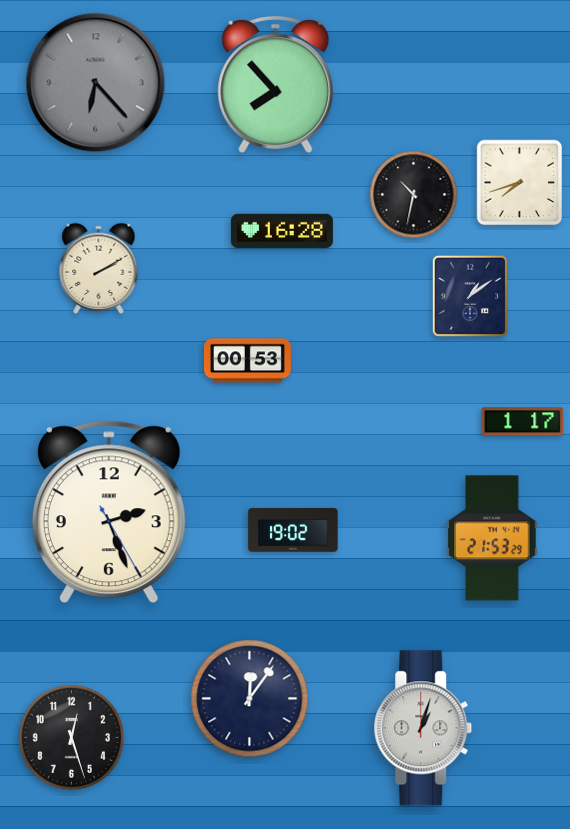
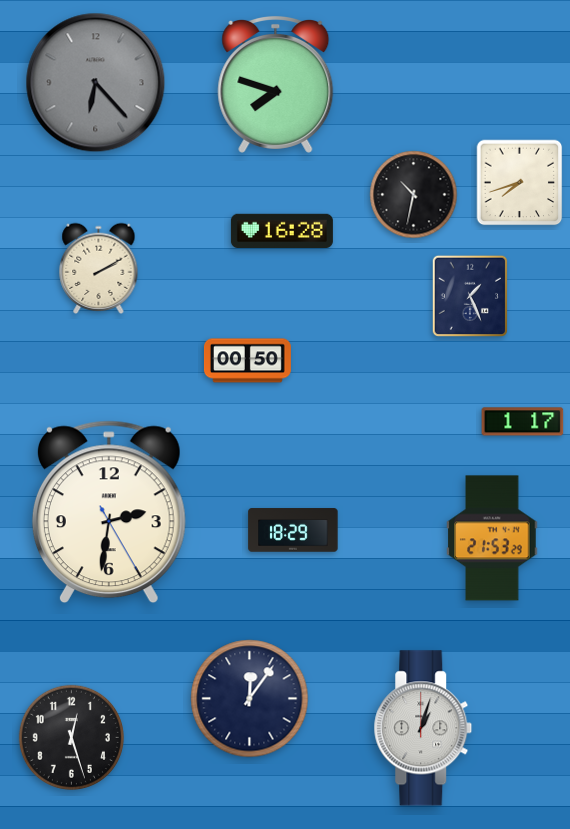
clock at (276, 84): 7:53 -> 7:48
clock at (469, 295): 1:09 -> 1:26
clock at (247, 361): 00:53 -> 00:50
clock at (109, 512): 2:26 -> 2:31
clock at (293, 530): 19:02 -> 18:29
